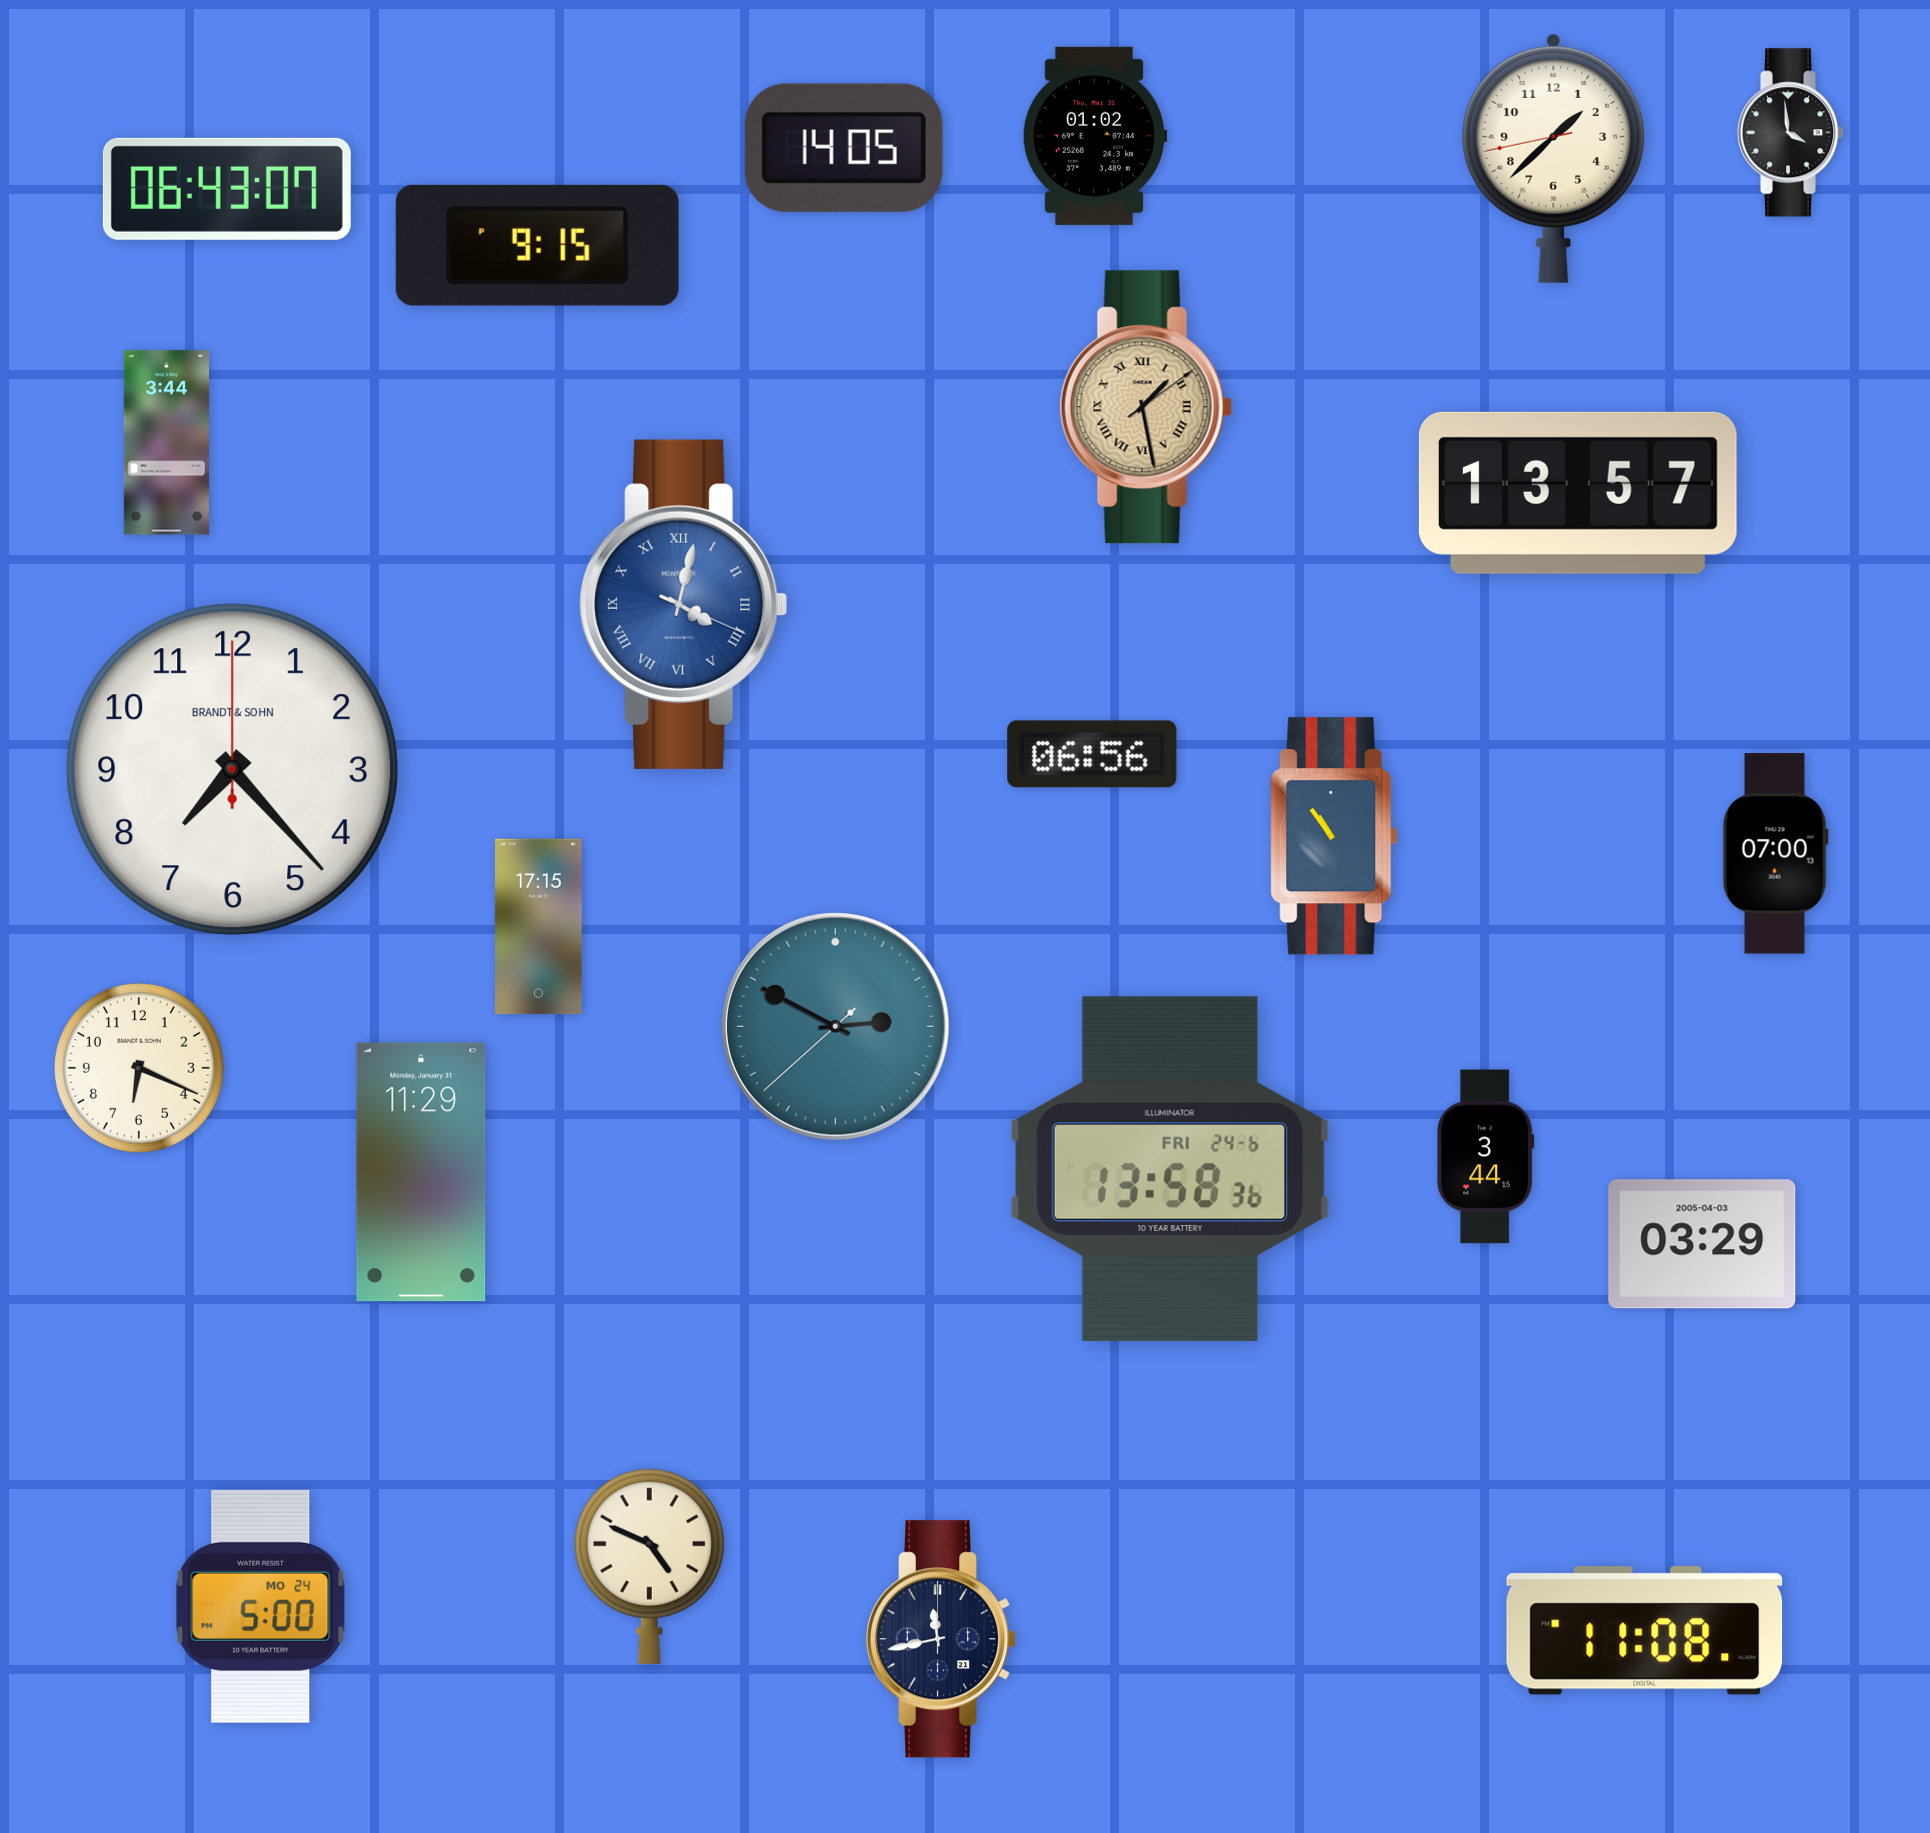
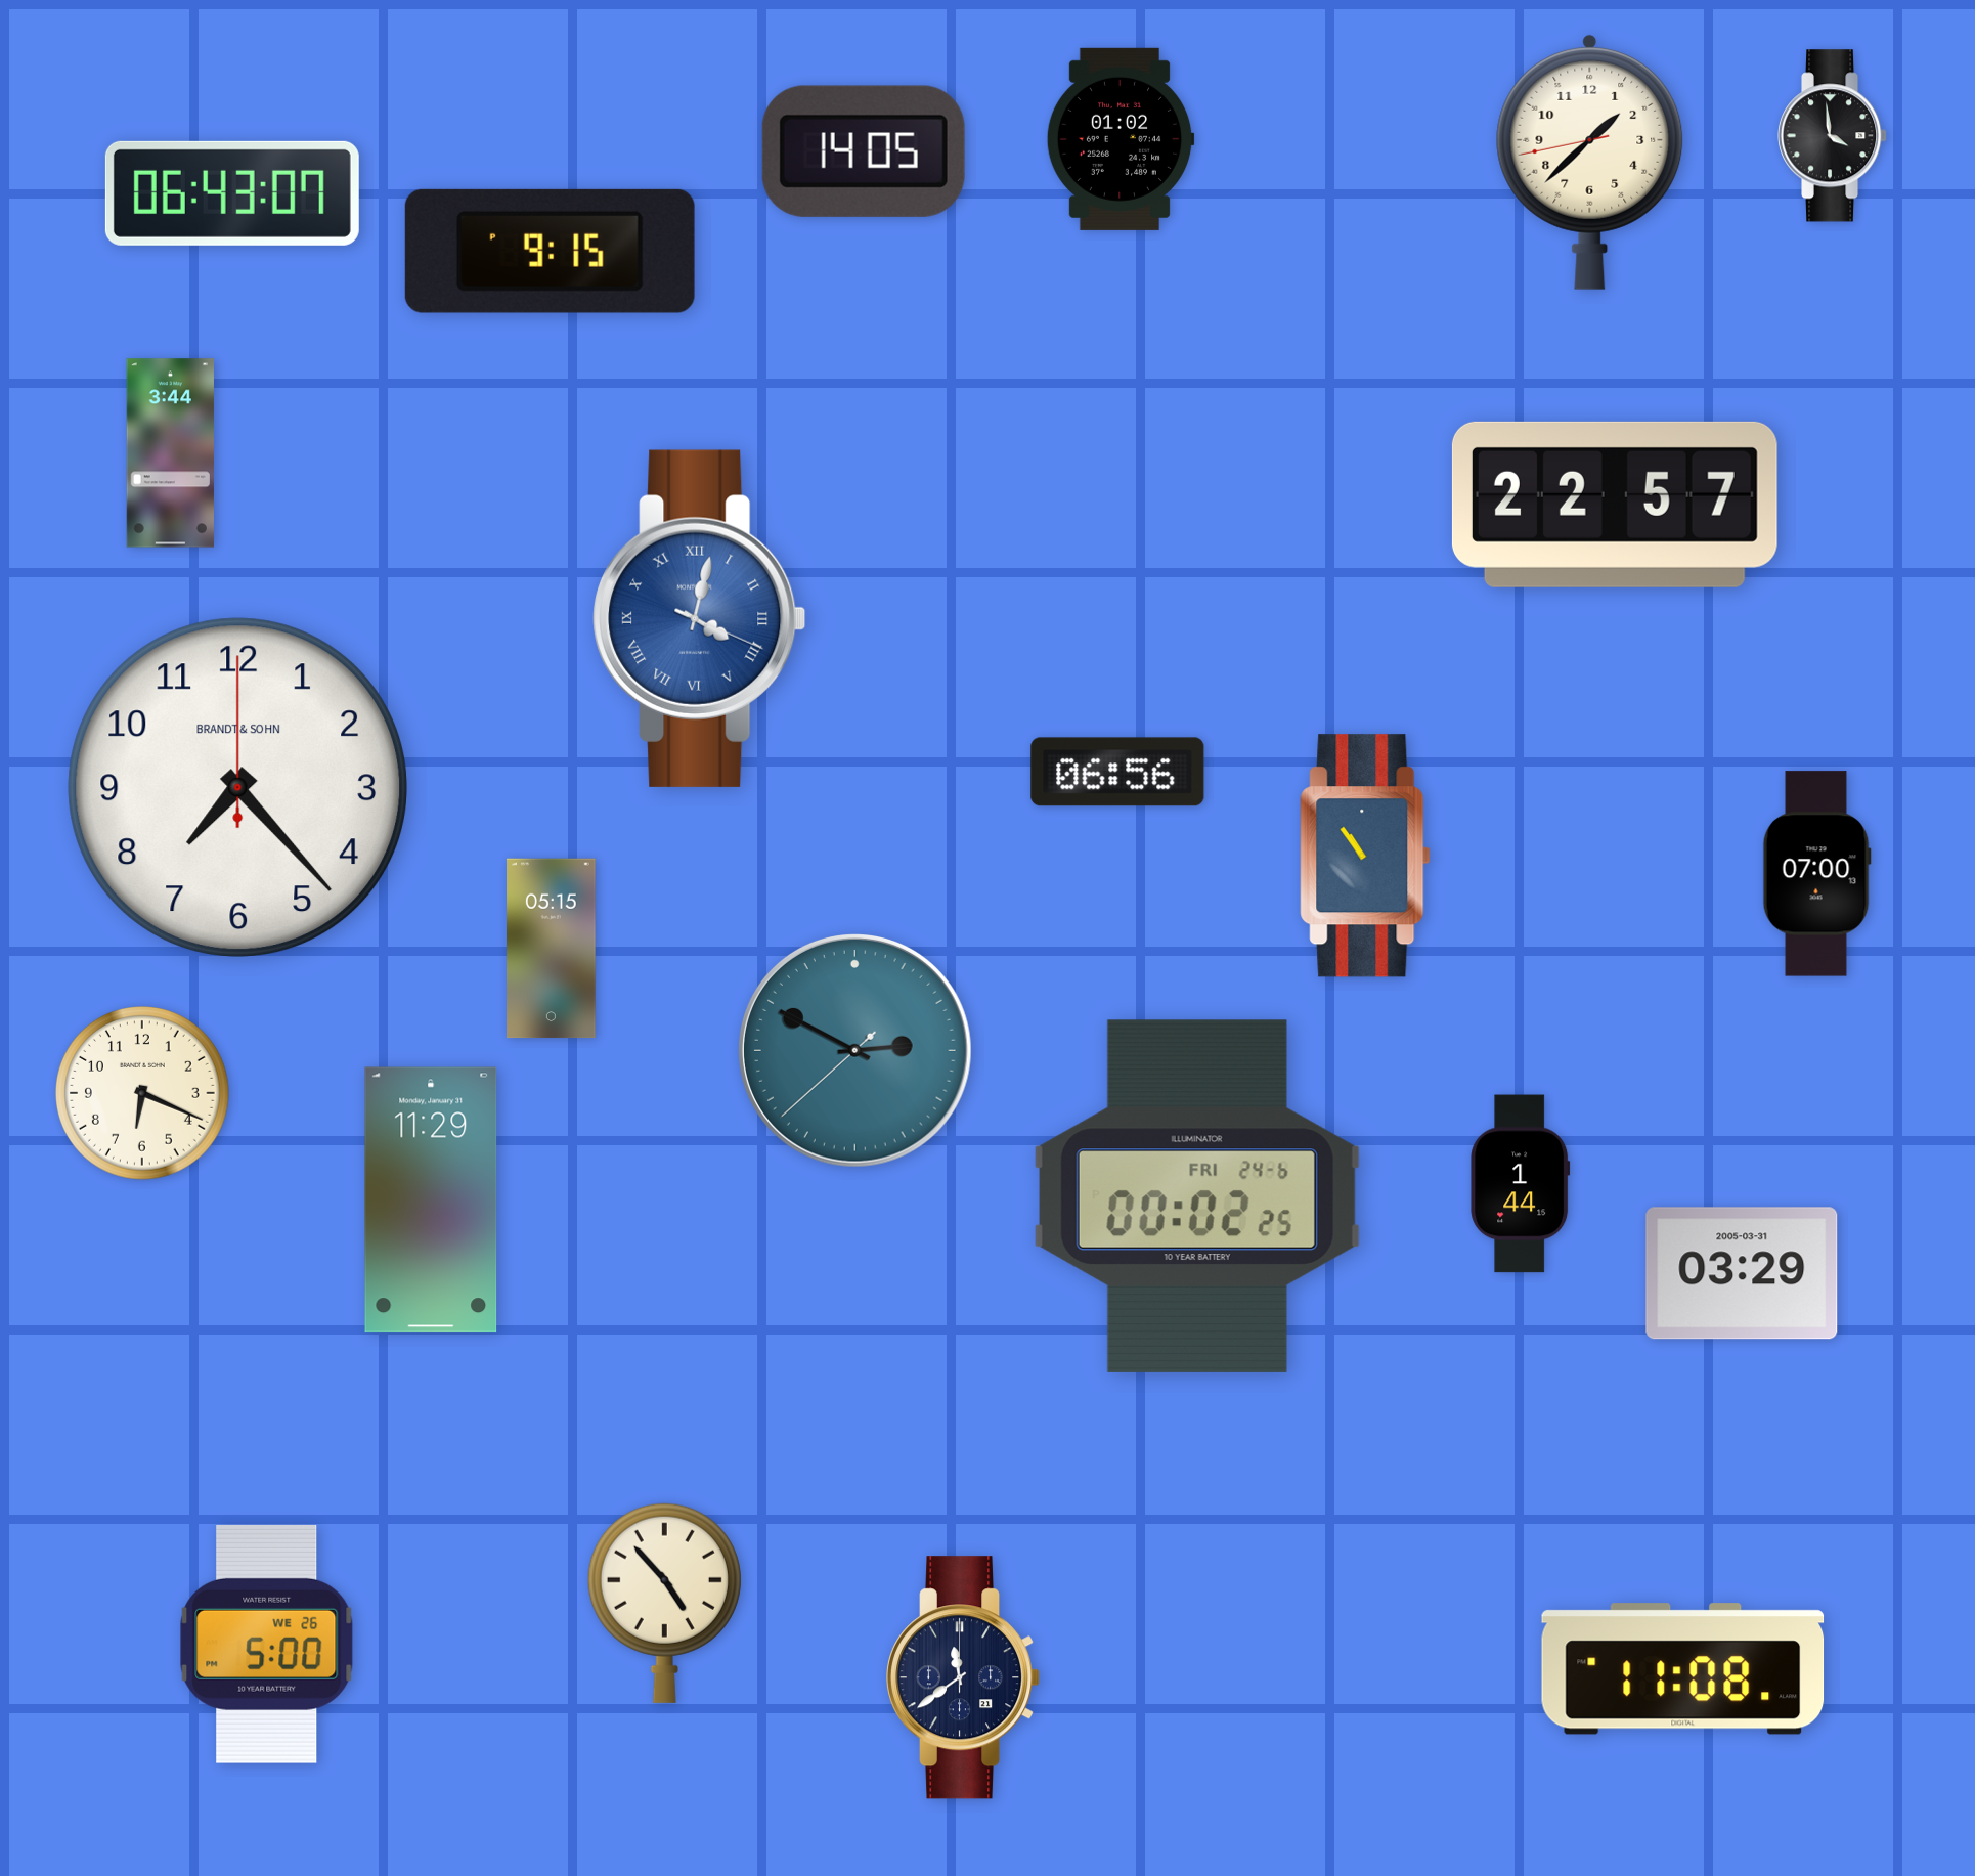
clock at (1146, 407): 1:28 -> none
clock at (1578, 493): 13:57 -> 22:57
clock at (539, 927): 17:15 -> 05:15
clock at (1486, 1157): 3:44 -> 1:44
clock at (1170, 1169): 13:58 -> 00:02
clock at (1702, 1244) date: 2005-04-03 -> 2005-03-31
clock at (649, 1566): 4:49 -> 4:53
clock at (261, 1606) date: MO 24 -> WE 26
clock at (942, 1639): 11:43 -> 11:39
